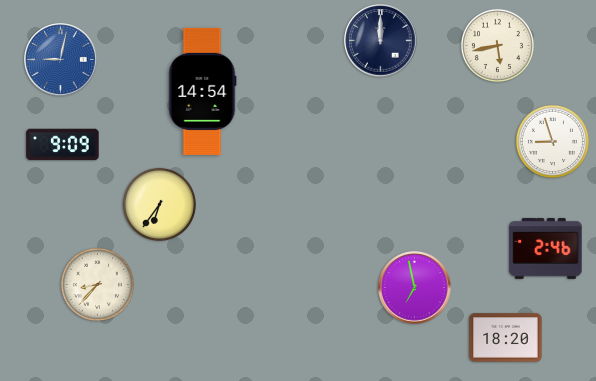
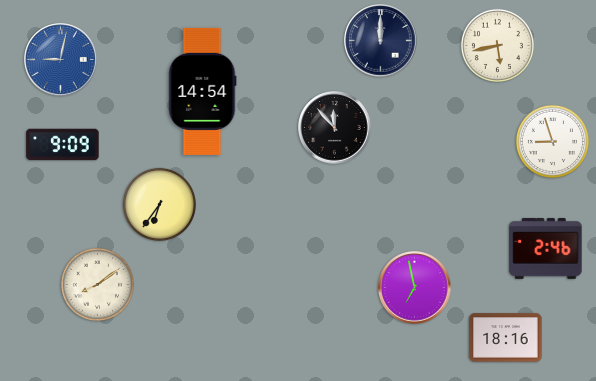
clock at (335, 128): none -> 11:53
clock at (97, 284): 8:37 -> 8:09
clock at (506, 338): 18:20 -> 18:16
